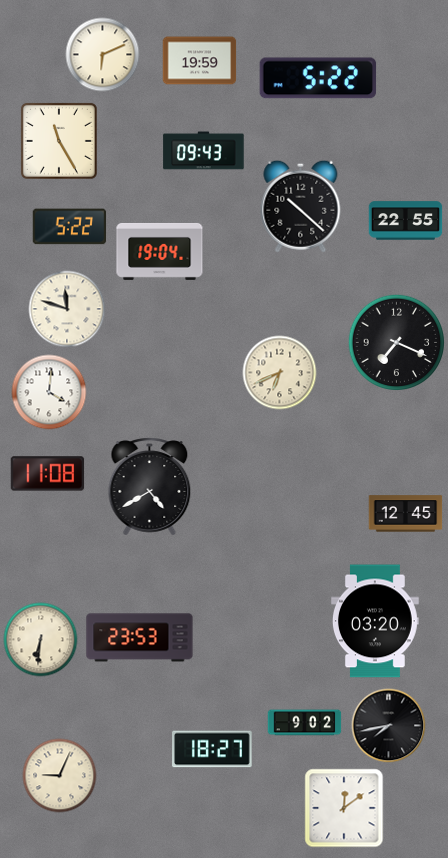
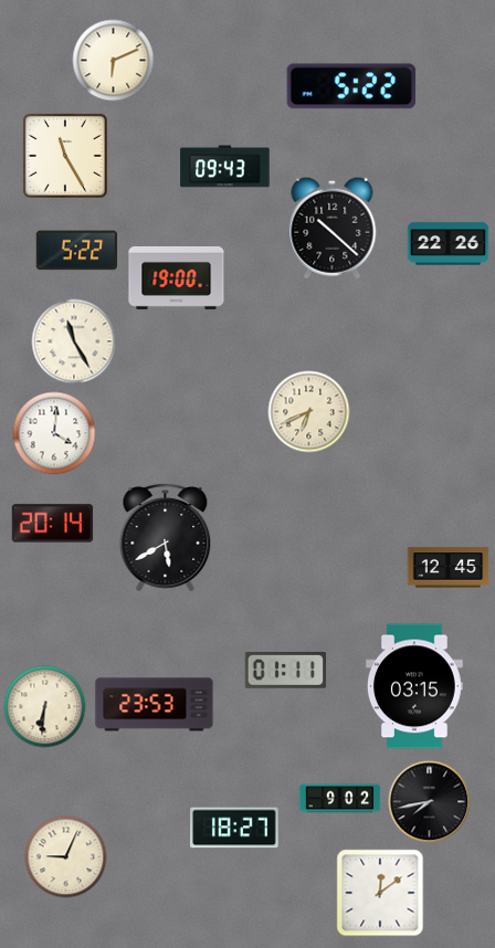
clock at (200, 61): 19:59 -> none
clock at (406, 221): 22:55 -> 22:26
clock at (160, 251): 19:04 -> 19:00
clock at (67, 309): 11:48 -> 11:25
clock at (396, 342): 7:19 -> none
clock at (48, 474): 11:08 -> 20:14
clock at (150, 487): 4:40 -> 5:40
clock at (286, 671): none -> 01:11
clock at (376, 621): 03:20 -> 03:15
clock at (305, 723) position: (305, 723) -> (340, 799)
